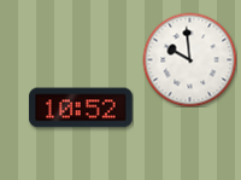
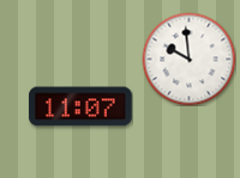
clock at (81, 108): 10:52 -> 11:07
